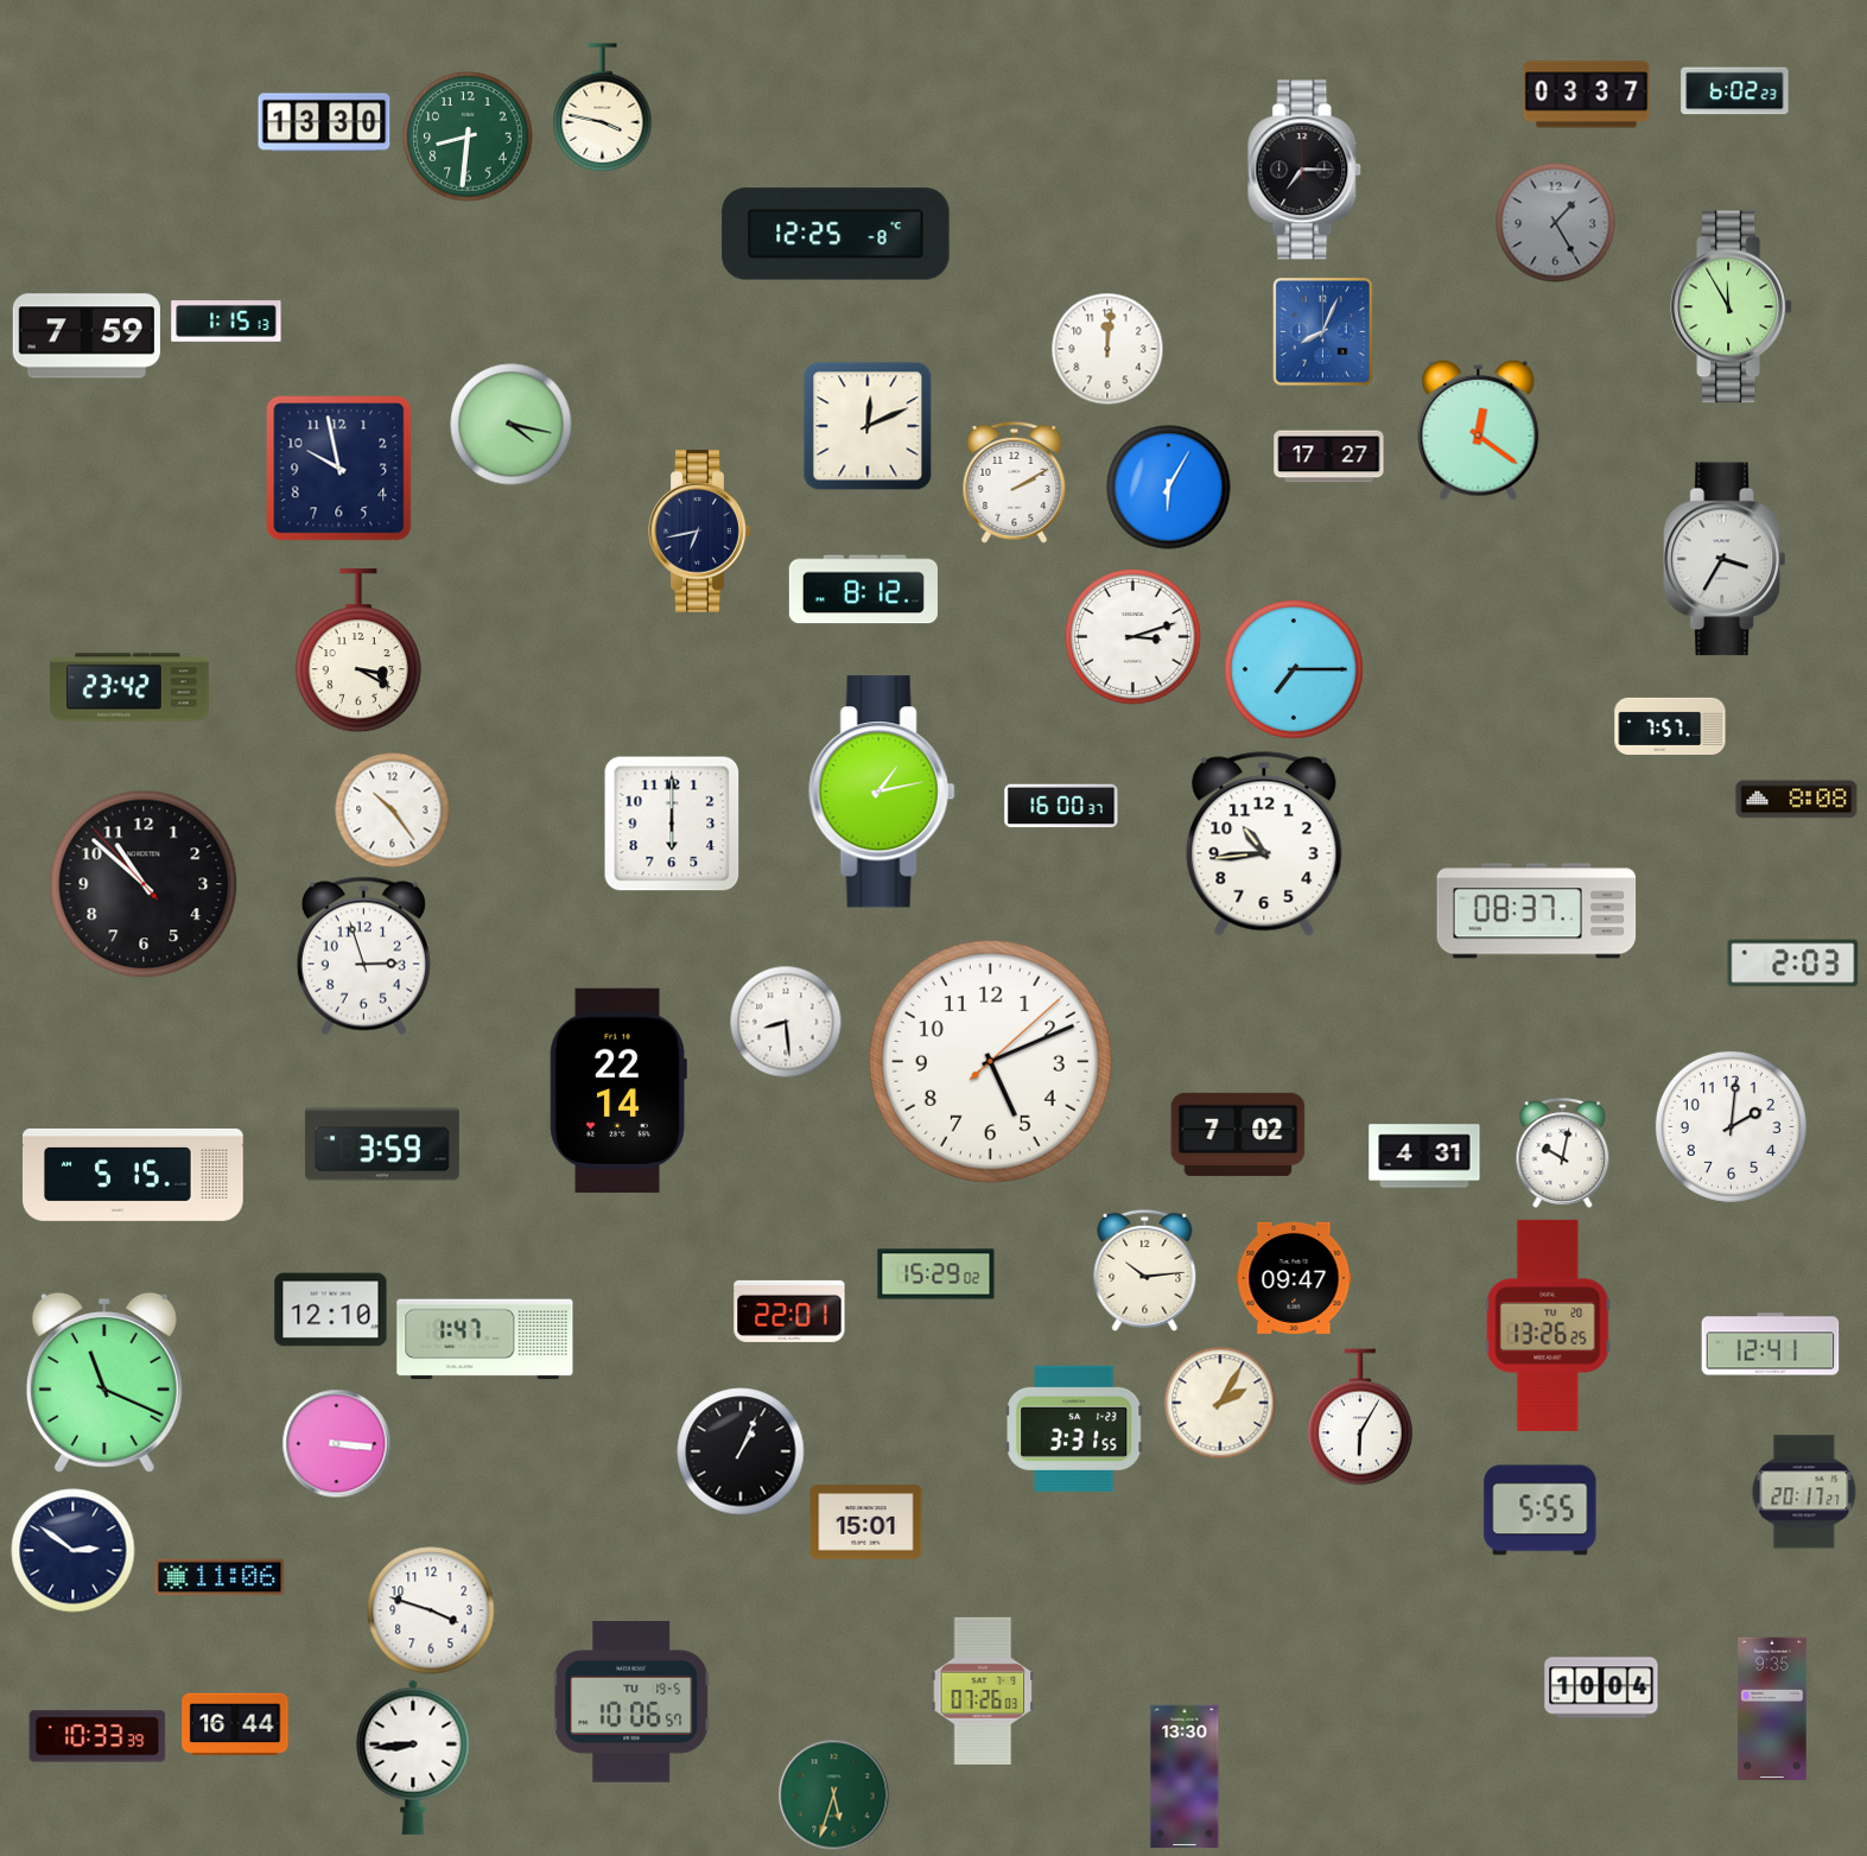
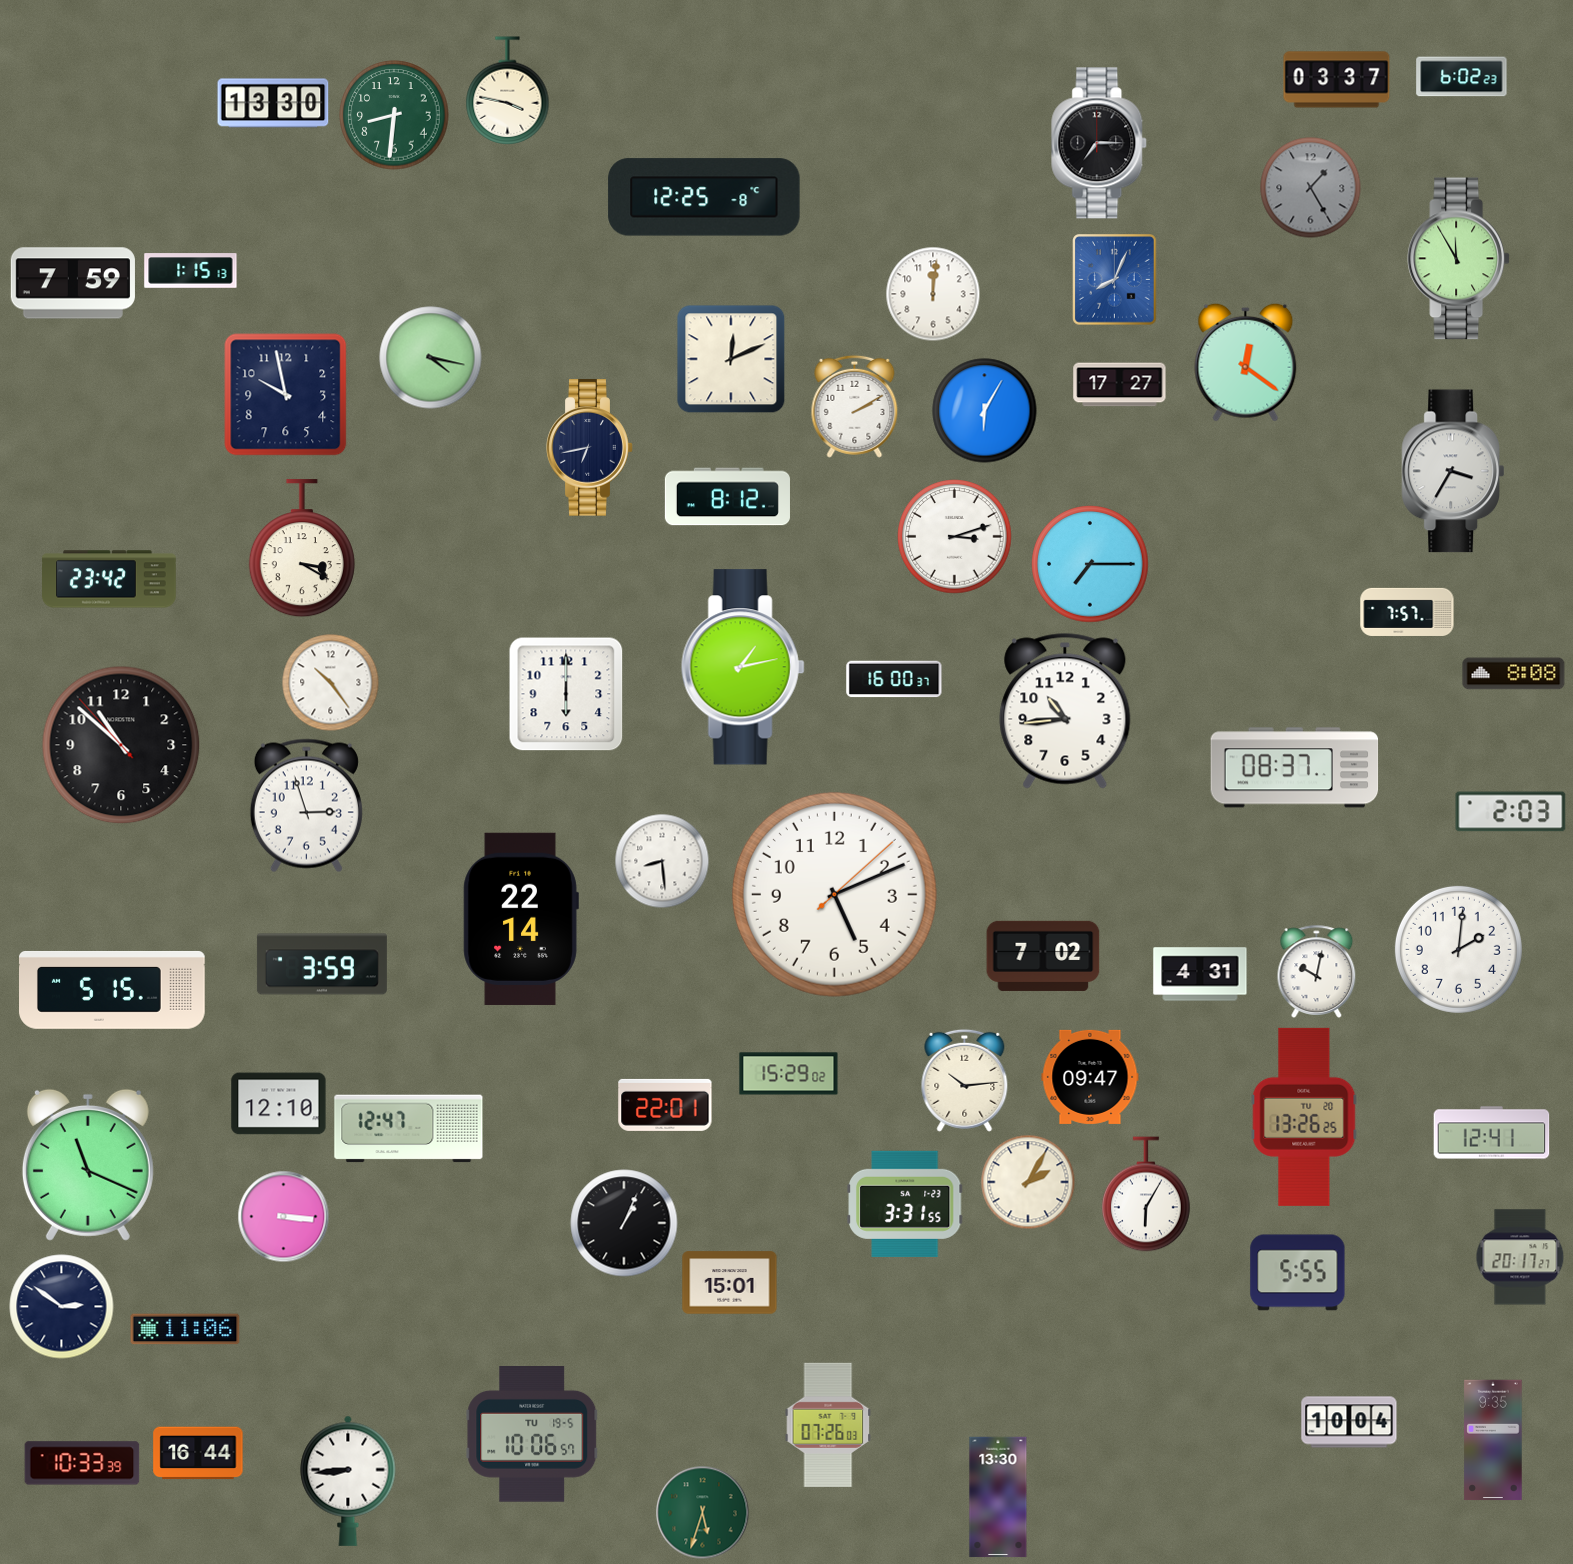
clock at (1145, 1270) position: (1145, 1270) -> (965, 1080)
clock at (485, 1340): 1:47 -> 12:47
clock at (431, 1610): 3:48 -> none
